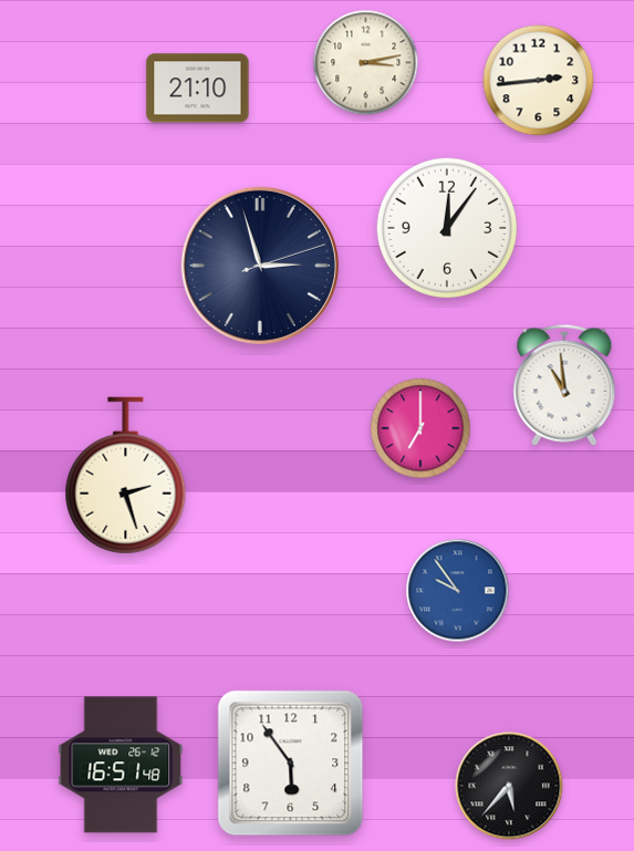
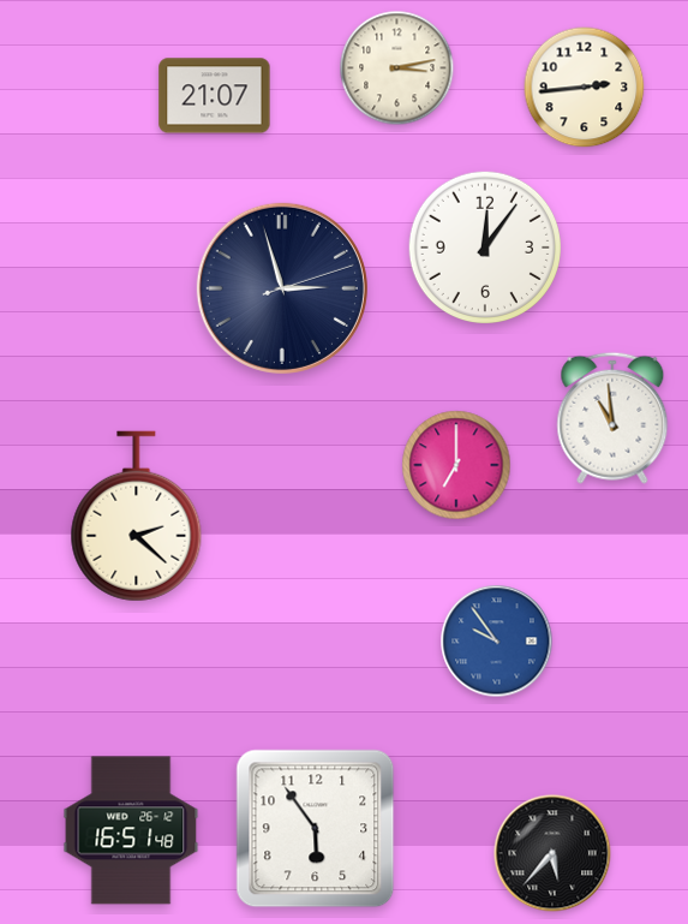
clock at (198, 89): 21:10 -> 21:07
clock at (126, 476): 2:27 -> 2:22
